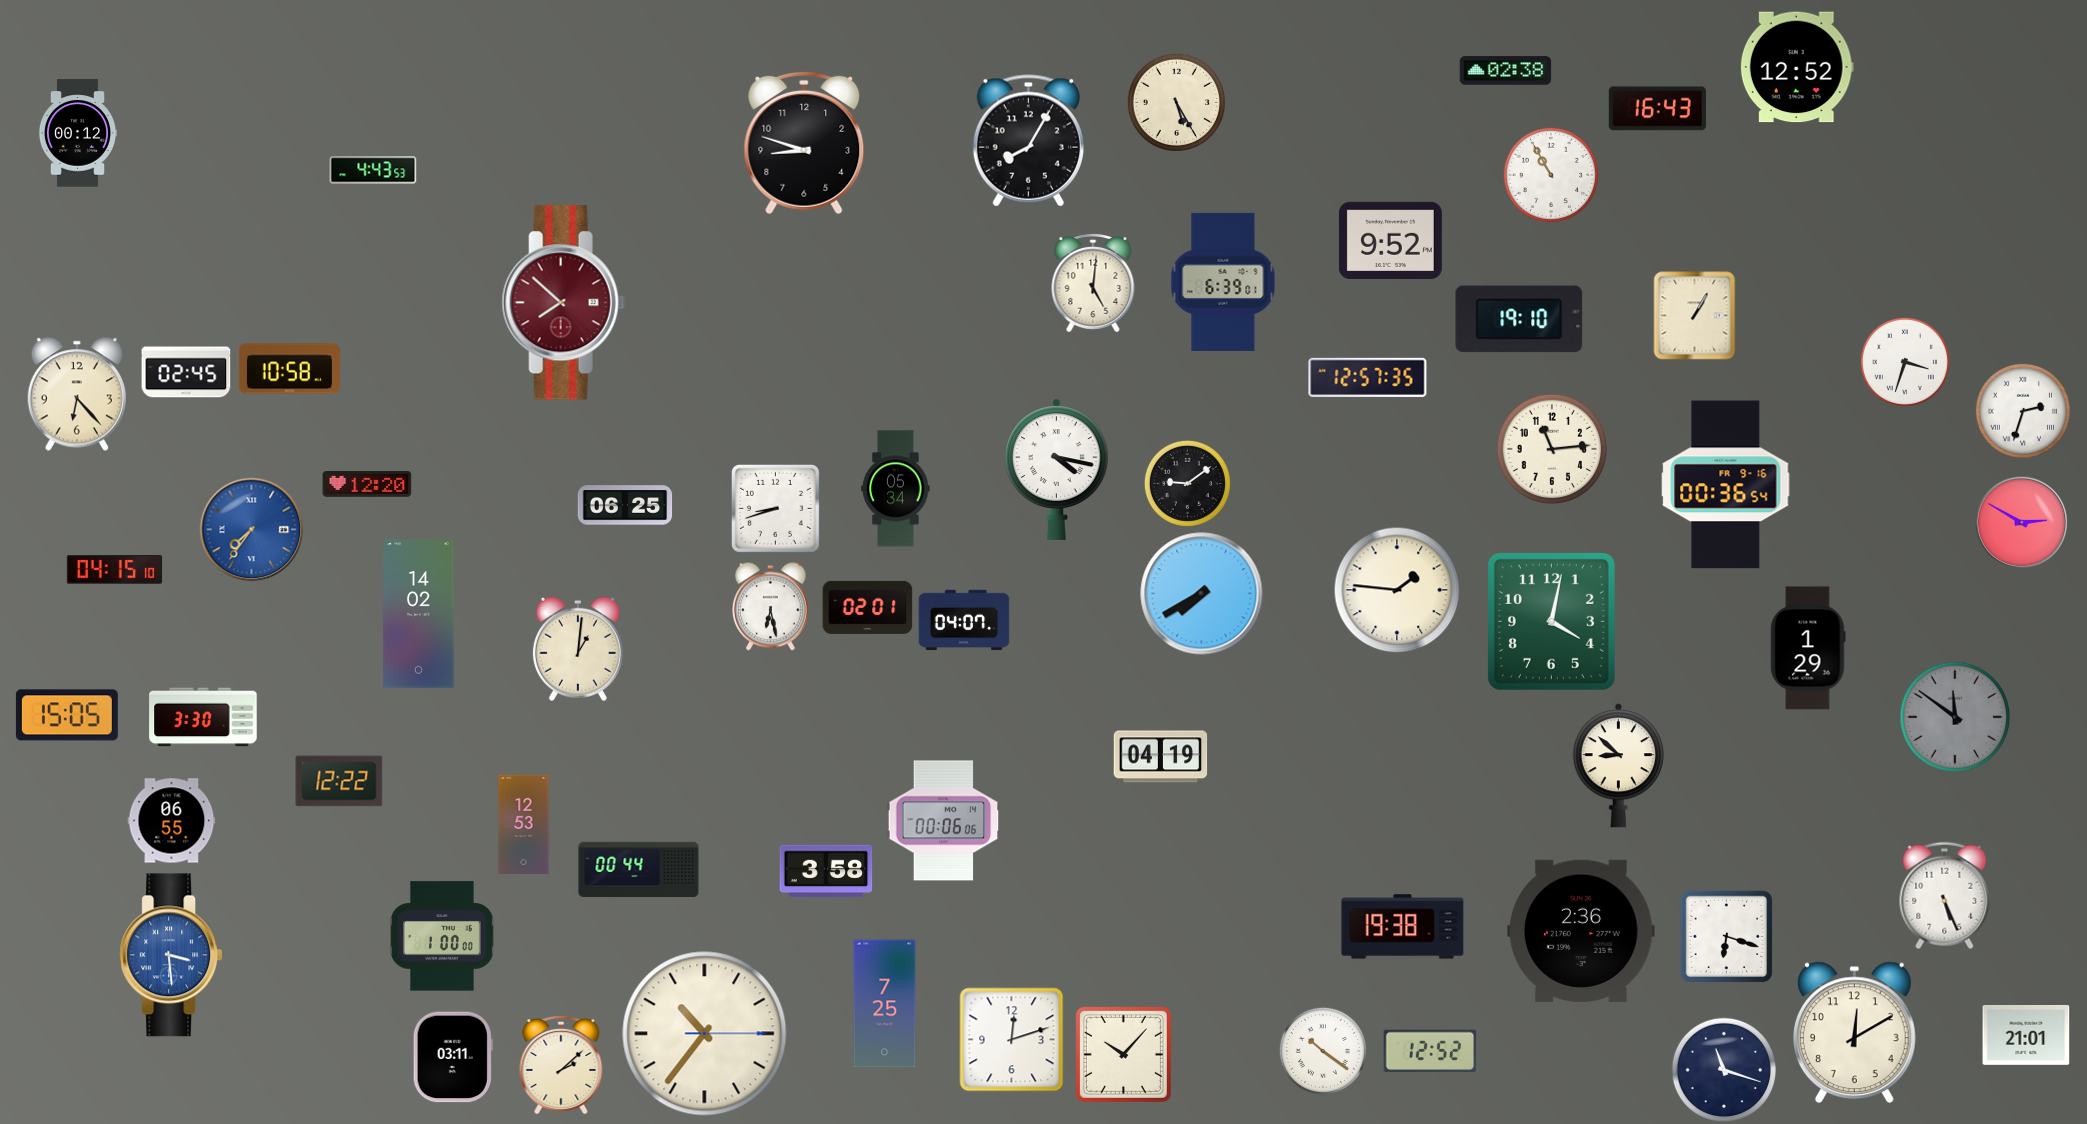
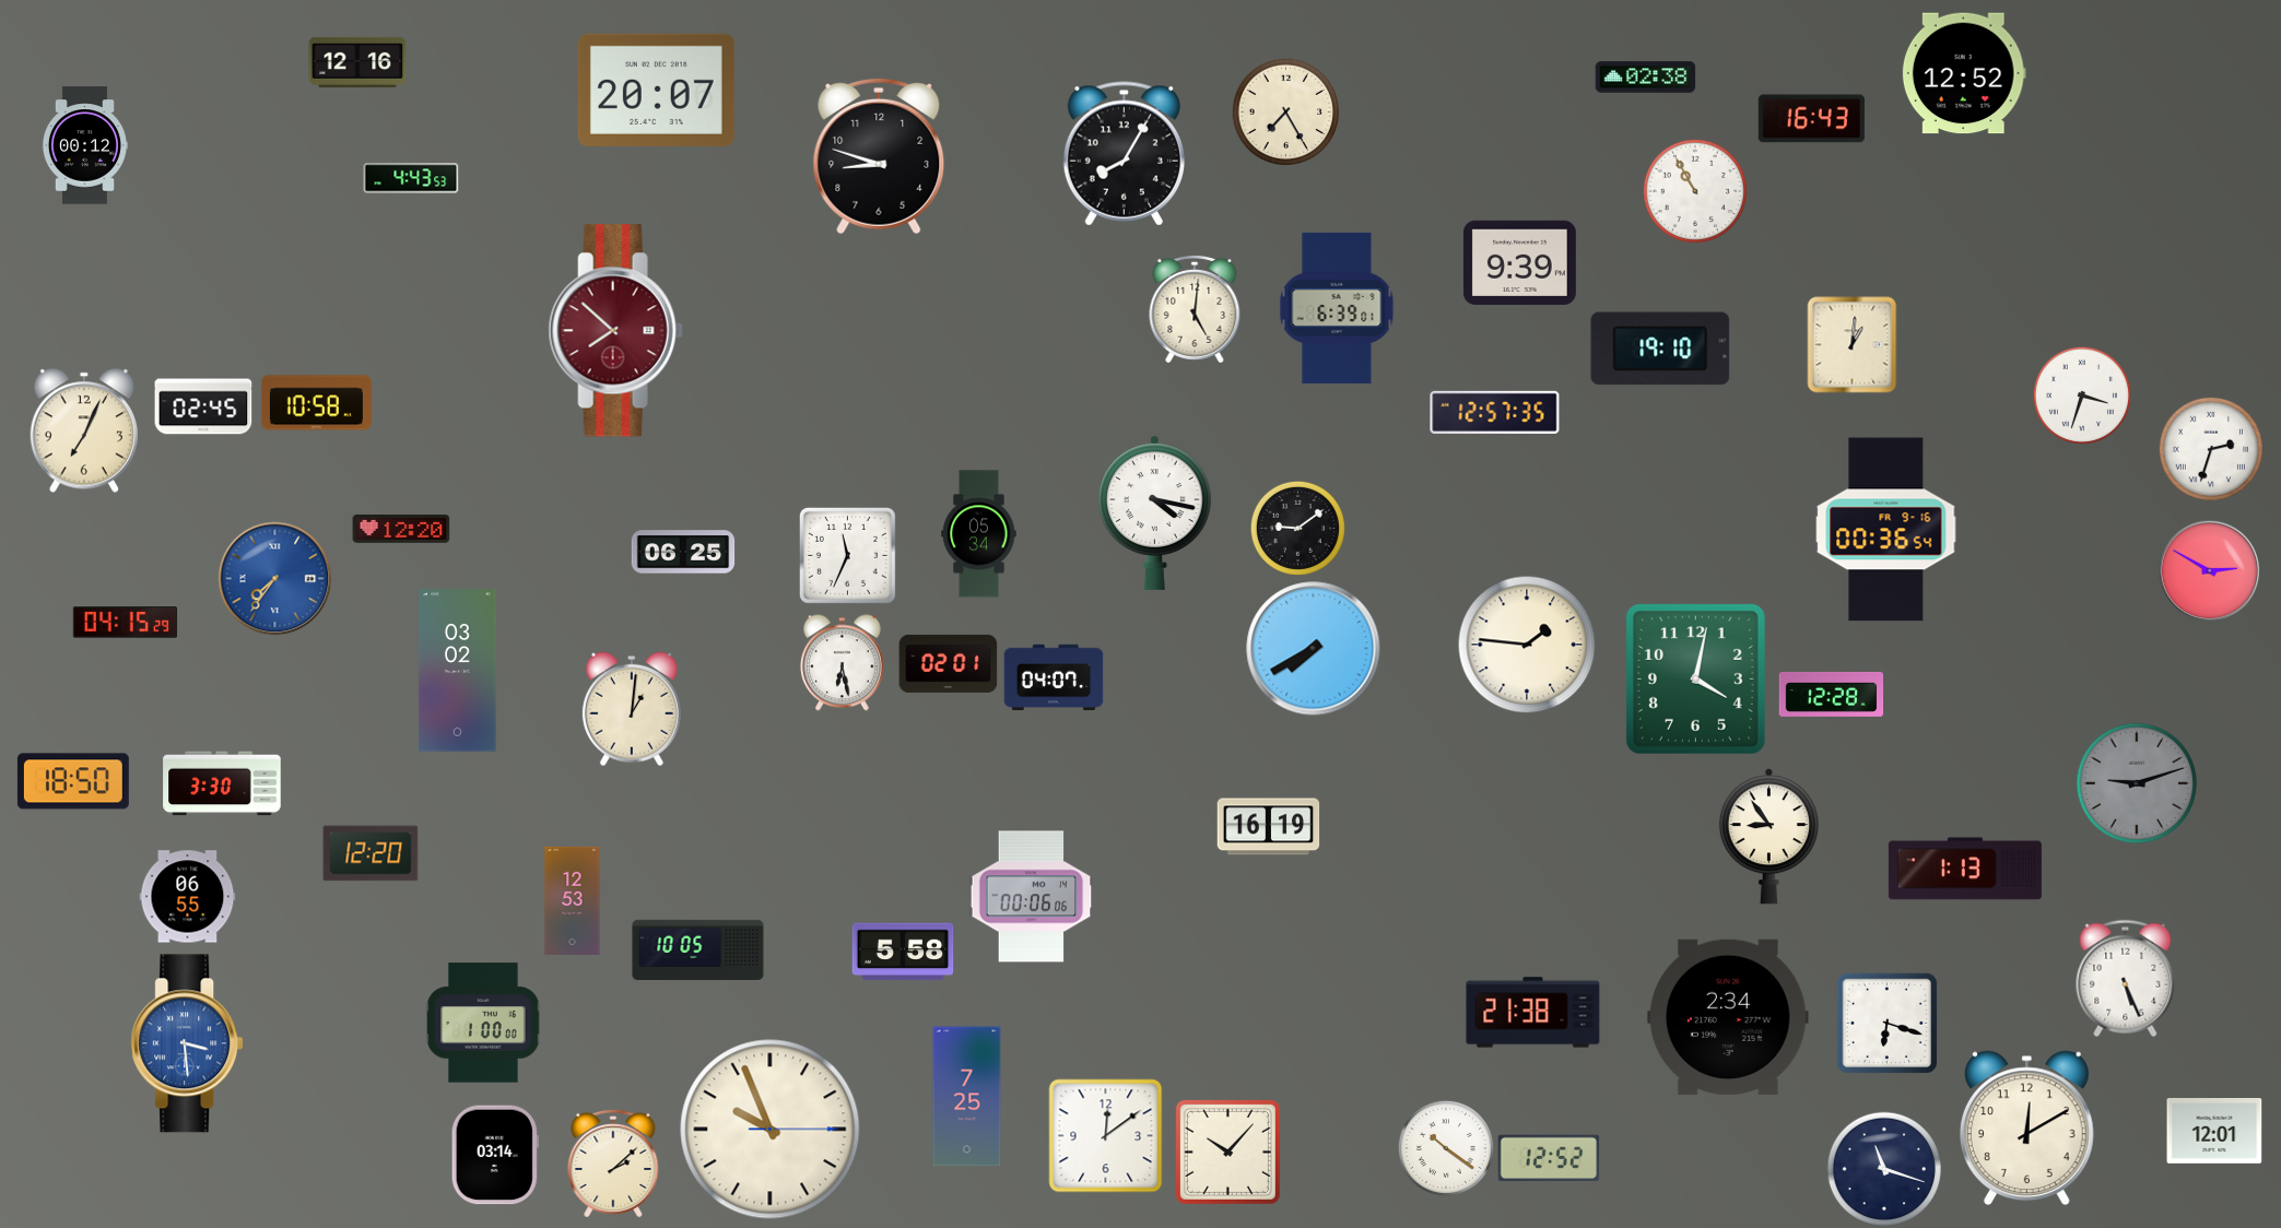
clock at (357, 62): none -> 12:16
clock at (656, 90): none -> 20:07
clock at (1176, 102): 5:25 -> 7:25
clock at (373, 170) position: (373, 170) -> (411, 178)
clock at (1390, 240): 9:52 -> 9:39
clock at (1695, 316): 1:05 -> 1:01
clock at (76, 394): 6:23 -> 7:04
clock at (1552, 449): 11:14 -> none
clock at (775, 508): 8:42 -> 11:34
clock at (115, 570): 04:15:10 -> 04:15:29
clock at (419, 614): 14:02 -> 03:02
clock at (1832, 694): none -> 12:28
clock at (1808, 648): 1:29 -> none
clock at (67, 715): 15:05 -> 18:50
clock at (1955, 717): 11:51 -> 9:12
clock at (1161, 757): 04:19 -> 16:19
clock at (1618, 766): 8:52 -> 8:54
clock at (339, 781): 12:22 -> 12:20
clock at (1965, 869): none -> 1:13
clock at (639, 869): 00:44 -> 10:05
clock at (826, 871): 3:58 -> 5:58
clock at (1403, 927): 19:38 -> 21:38
clock at (1581, 931): 2:36 -> 2:34
clock at (705, 1034): 10:36 -> 9:56
clock at (2026, 1036): 21:01 -> 12:01
clock at (1012, 1040): 12:12 -> 12:09
clock at (1430, 1051) position: (1430, 1051) -> (1549, 1158)
clock at (453, 1057): 03:11 -> 03:14
